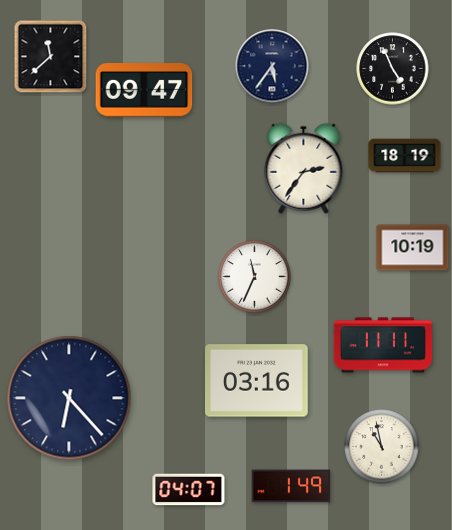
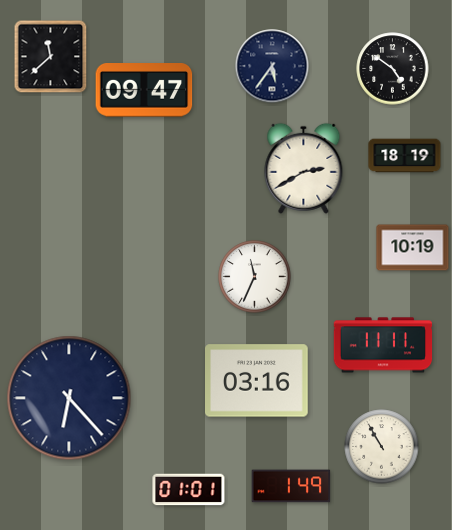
clock at (393, 69): 4:56 -> 4:51
clock at (304, 168): 2:36 -> 2:40
clock at (382, 447): 10:58 -> 10:55
clock at (189, 490): 04:07 -> 01:01
